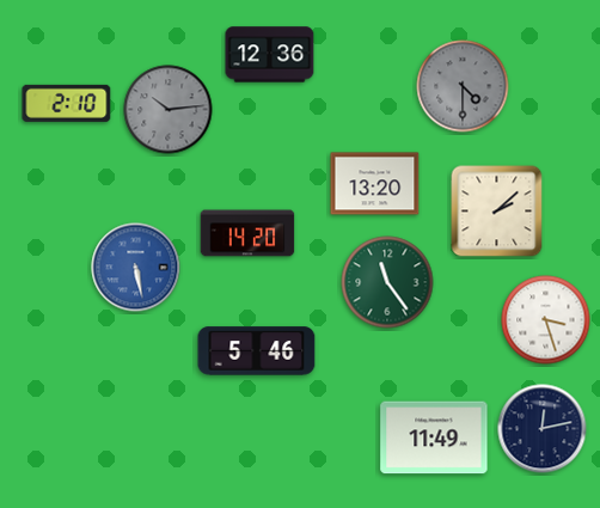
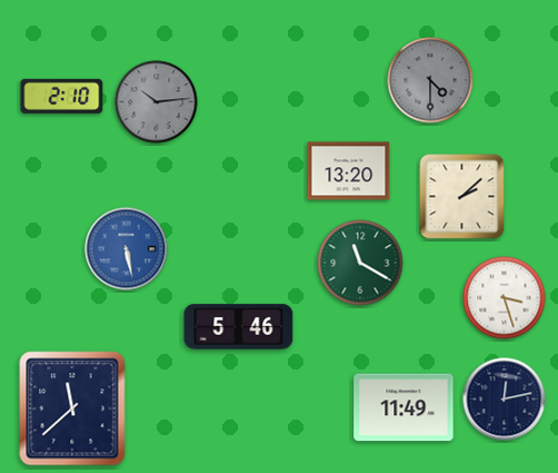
clock at (270, 55): 12:36 -> none
clock at (247, 233): 14:20 -> none
clock at (387, 282): 11:24 -> 11:20
clock at (546, 320) position: (546, 320) -> (505, 298)
clock at (72, 408): none -> 11:38
